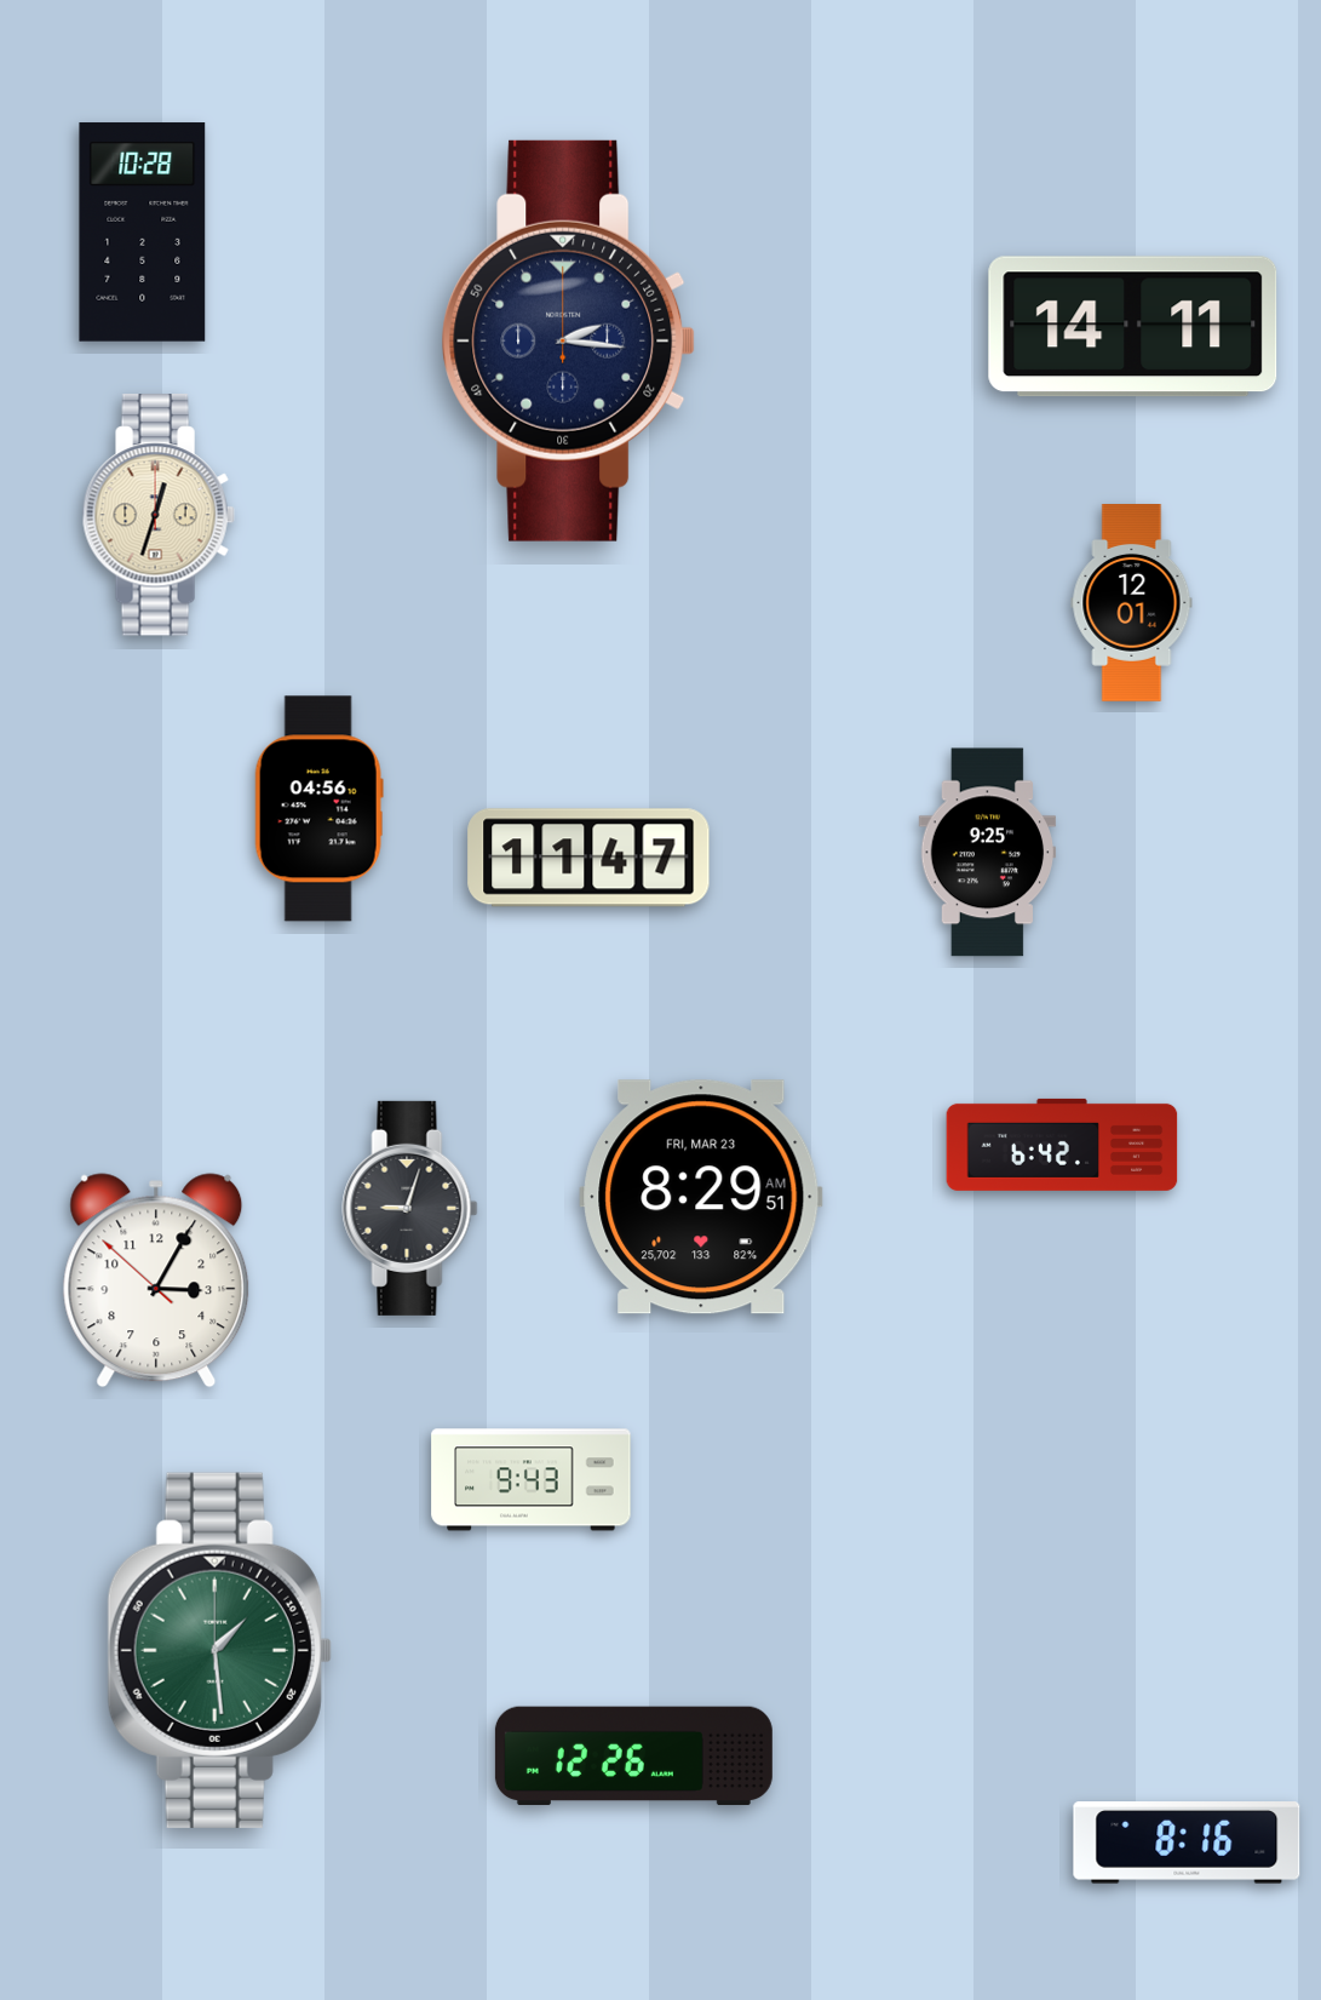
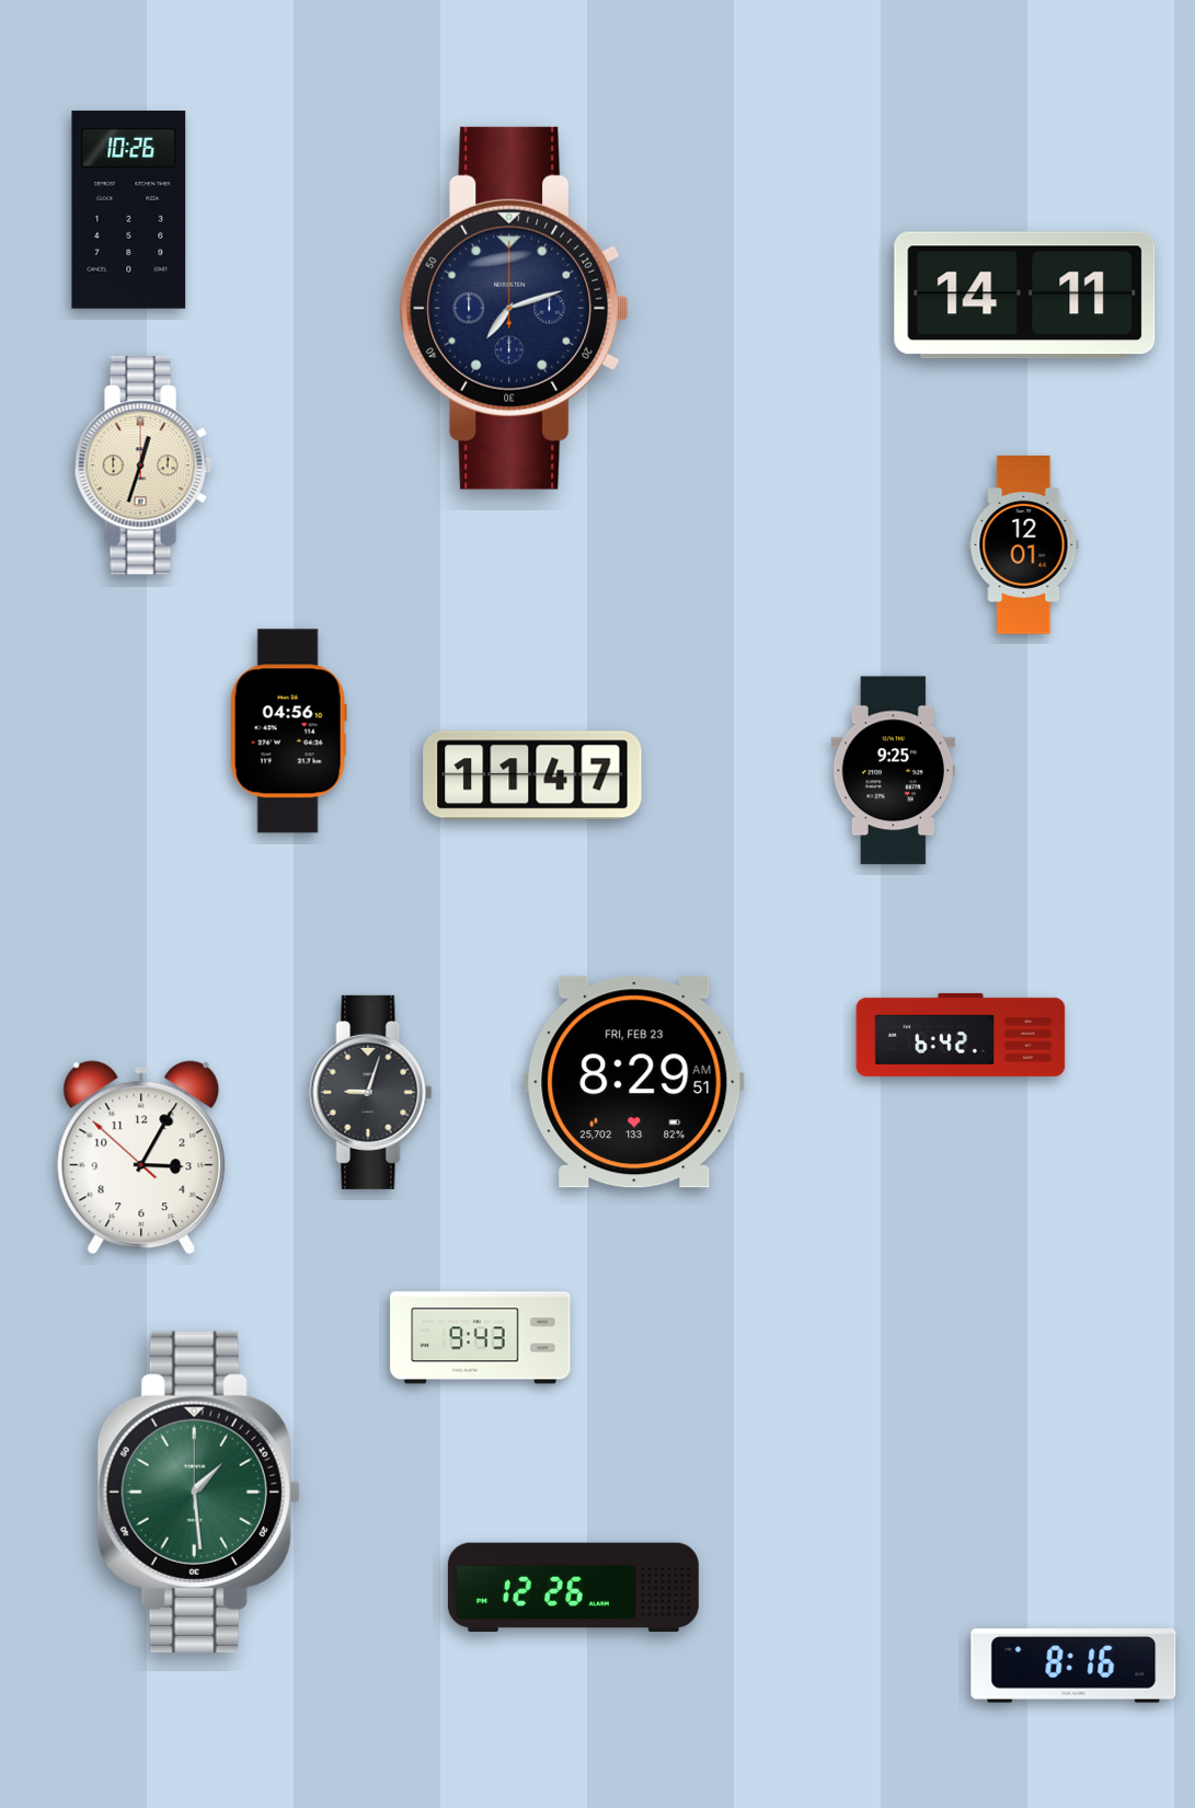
clock at (143, 233): 10:28 -> 10:26
clock at (569, 340): 2:16 -> 7:12
clock at (701, 1197) date: FRI, MAR 23 -> FRI, FEB 23
